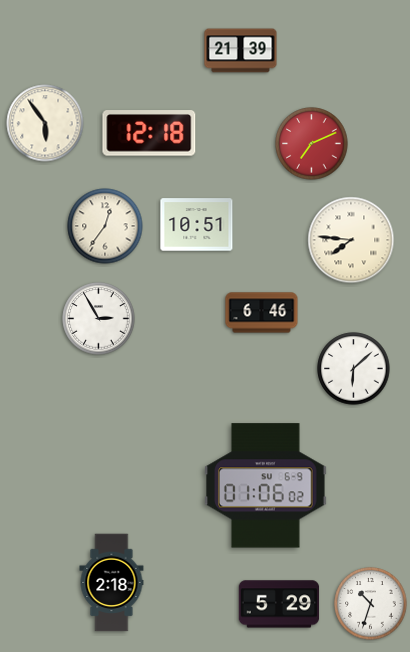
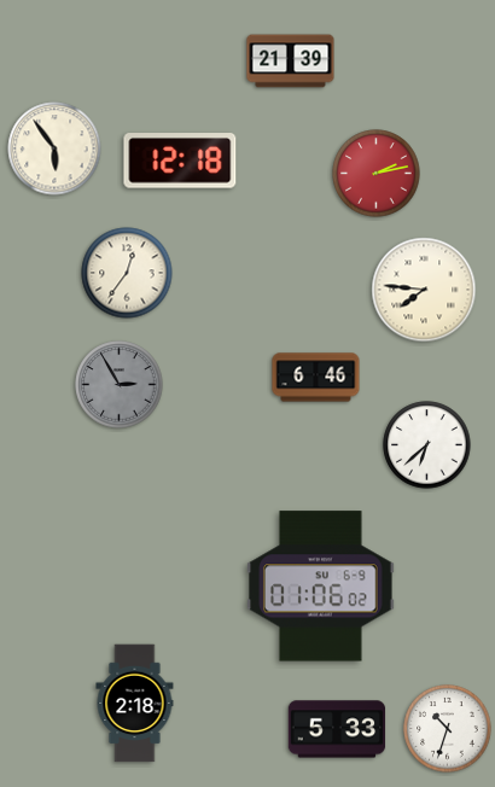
clock at (312, 144): 7:11 -> 2:13
clock at (197, 225): 10:51 -> none
clock at (99, 319) dial: white -> grey
clock at (354, 369): 6:08 -> 6:38
clock at (279, 604): 5:29 -> 5:33
